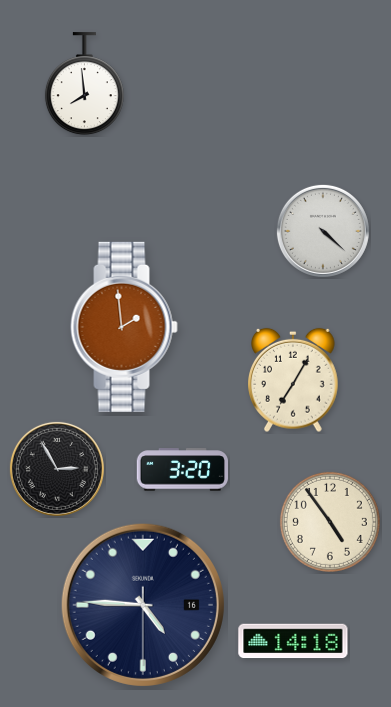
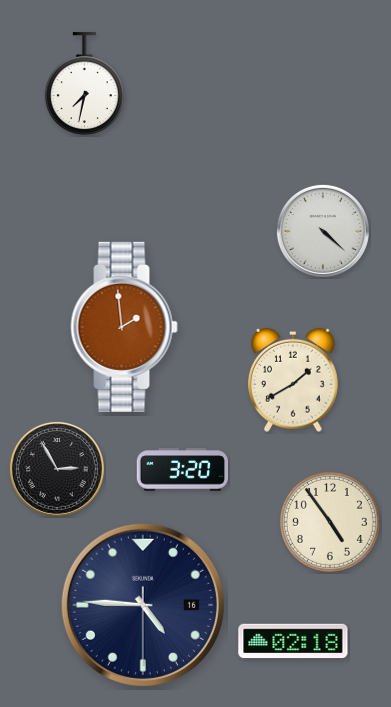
clock at (84, 84): 7:59 -> 7:32
clock at (294, 380): 7:05 -> 1:40
clock at (293, 641): 14:18 -> 02:18
